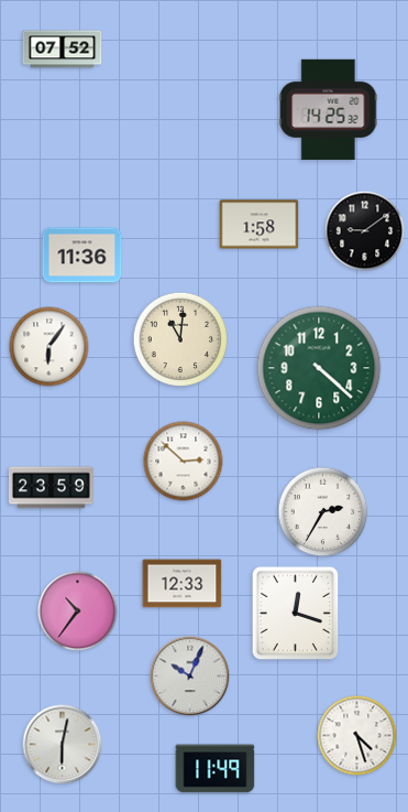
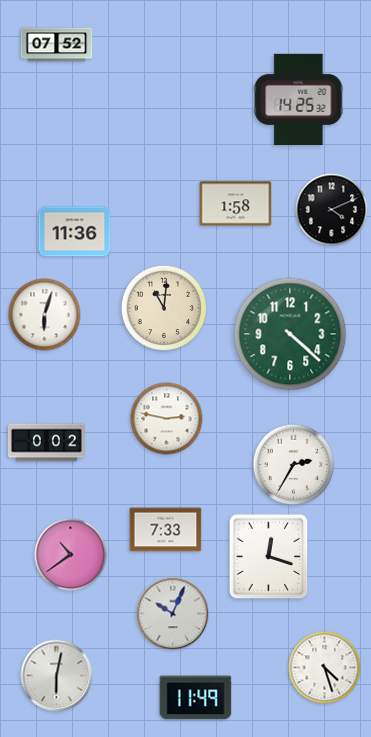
clock at (365, 231): 9:09 -> 4:11
clock at (49, 347): 6:06 -> 6:03
clock at (184, 462): 2:52 -> 2:47
clock at (51, 488): 23:59 -> 0:02
clock at (183, 584): 12:33 -> 7:33
clock at (78, 611): 10:36 -> 10:39
